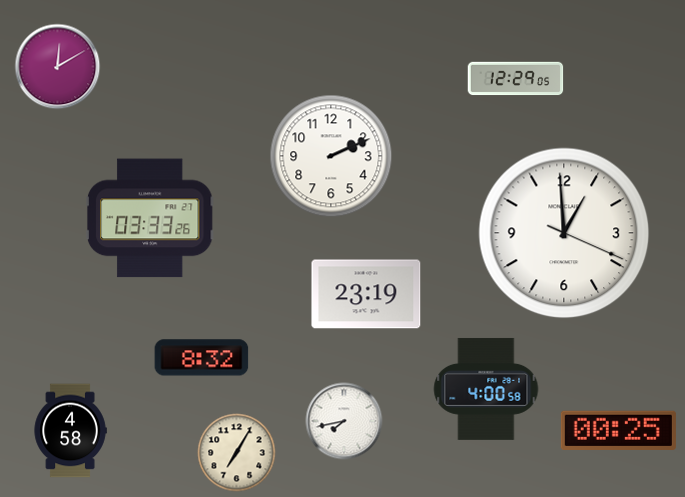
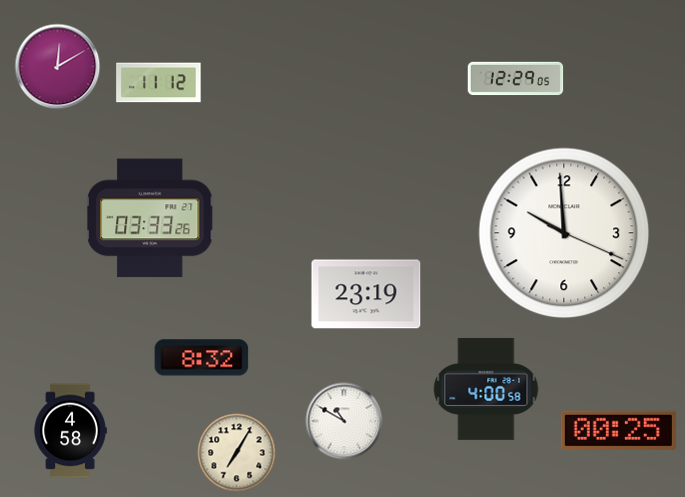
clock at (159, 83): none -> 11:12
clock at (331, 156): 2:11 -> none
clock at (564, 233): 12:59 -> 9:59
clock at (344, 421): 7:43 -> 10:50
